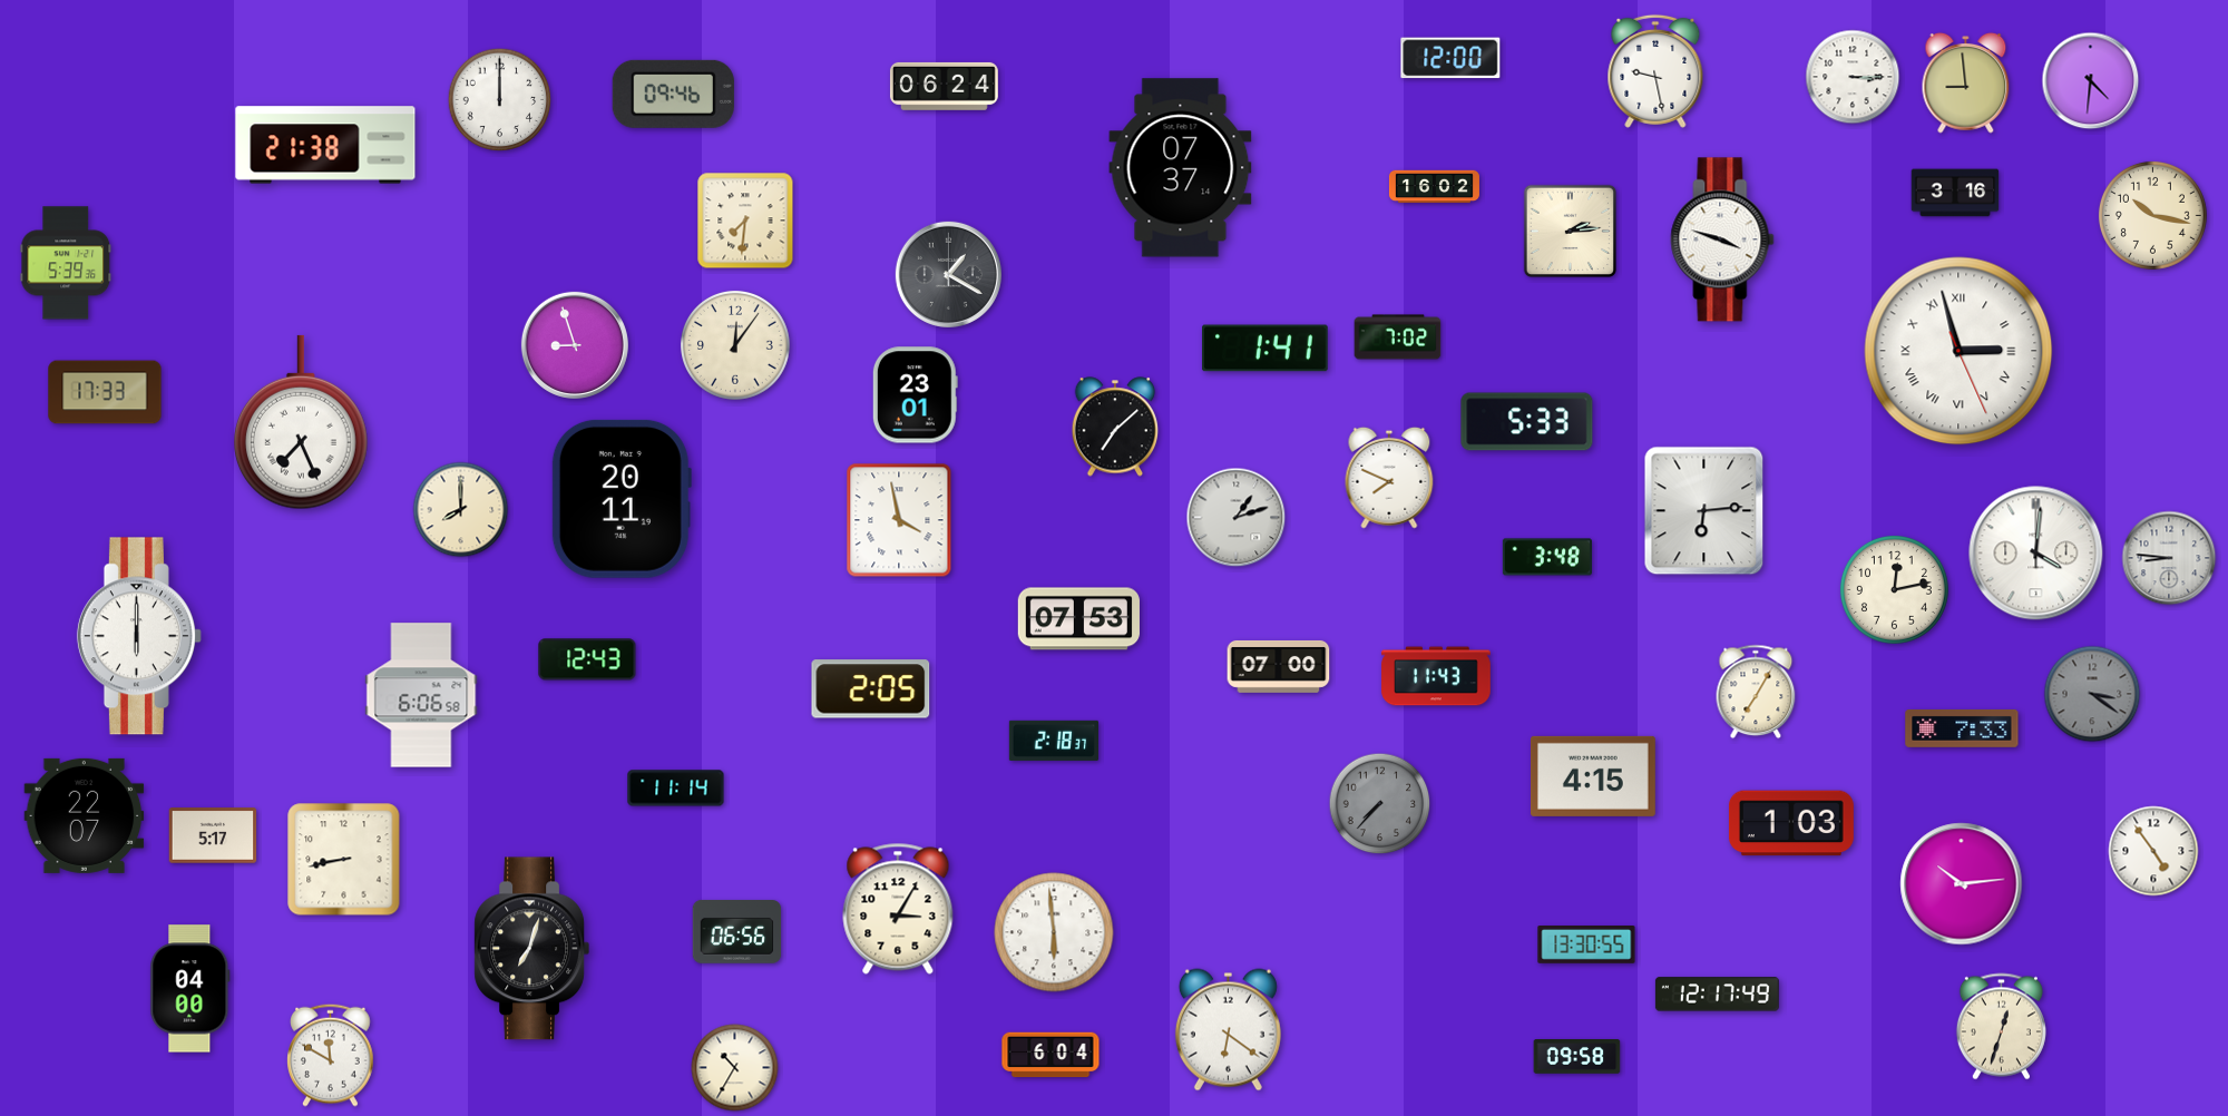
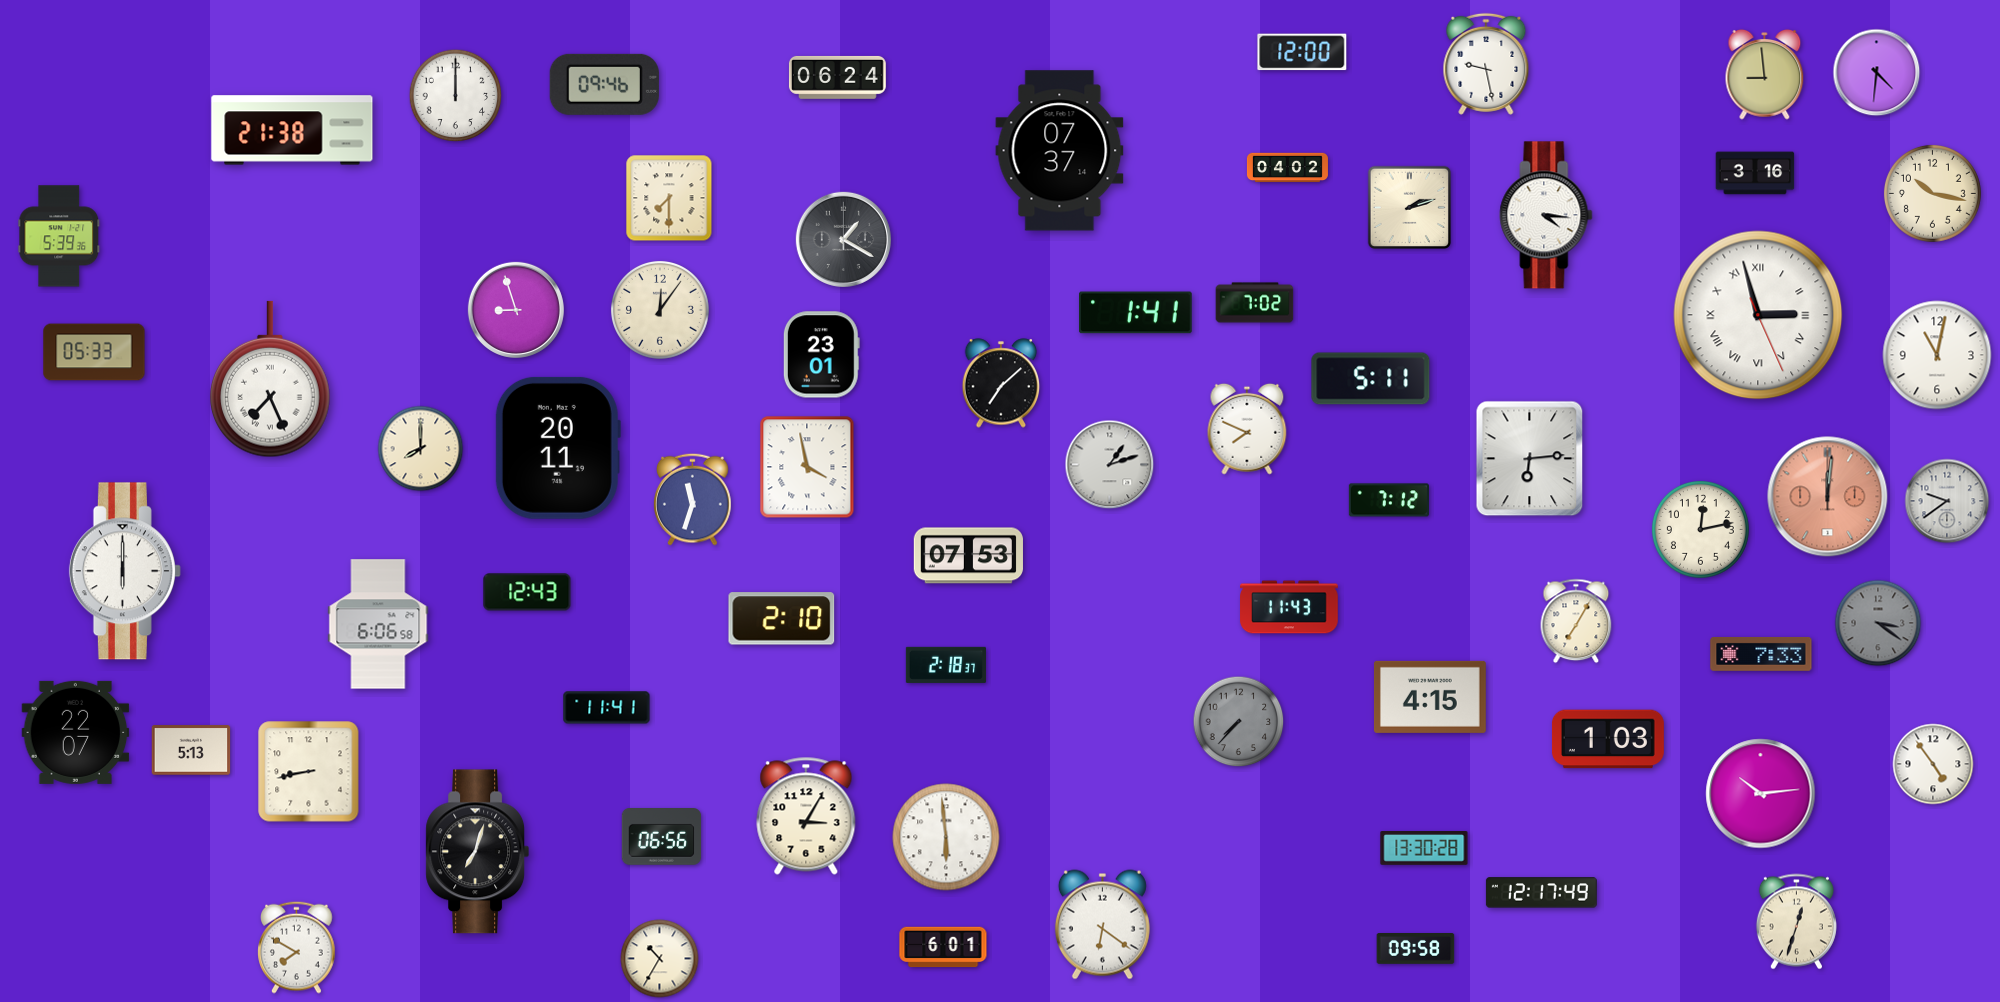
clock at (1853, 77): 3:15 -> none
clock at (944, 86) position: (944, 86) -> (837, 77)
clock at (500, 100) position: (500, 100) -> (456, 96)
clock at (1434, 187): 16:02 -> 04:02
clock at (745, 221): 7:31 -> 7:30
clock at (1570, 231): 2:14 -> 2:12
clock at (1722, 239): 3:48 -> 4:16
clock at (948, 274) position: (948, 274) -> (843, 239)
clock at (105, 392): 17:33 -> 05:33
clock at (1937, 355): none -> 11:02
clock at (1527, 422): 5:33 -> 5:11
clock at (461, 510) position: (461, 510) -> (421, 449)
clock at (2036, 554): 4:01 -> 12:01
clock at (2036, 554) dial: white -> salmon
clock at (693, 499): none -> 11:33
clock at (1547, 557): 3:48 -> 7:12
clock at (2169, 558): 8:46 -> 9:39
clock at (1279, 666): 07:00 -> none
clock at (871, 689): 2:05 -> 2:10
clock at (676, 789): 11:14 -> 11:41
clock at (213, 835): 5:17 -> 5:13
clock at (1586, 946): 13:30:55 -> 13:30:28
clock at (190, 989): 04:00 -> none
clock at (331, 1055): 11:50 -> 7:50
clock at (1051, 1055): 6:04 -> 6:01
